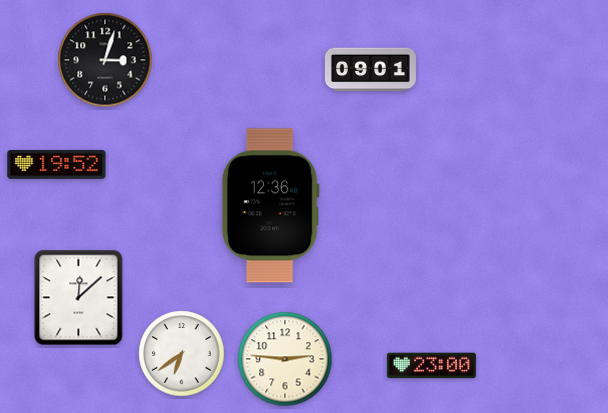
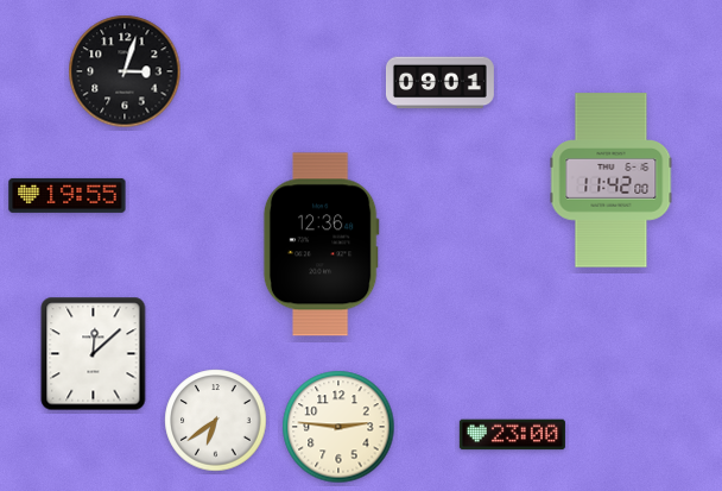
clock at (612, 181): none -> 11:42
clock at (57, 164): 19:52 -> 19:55
